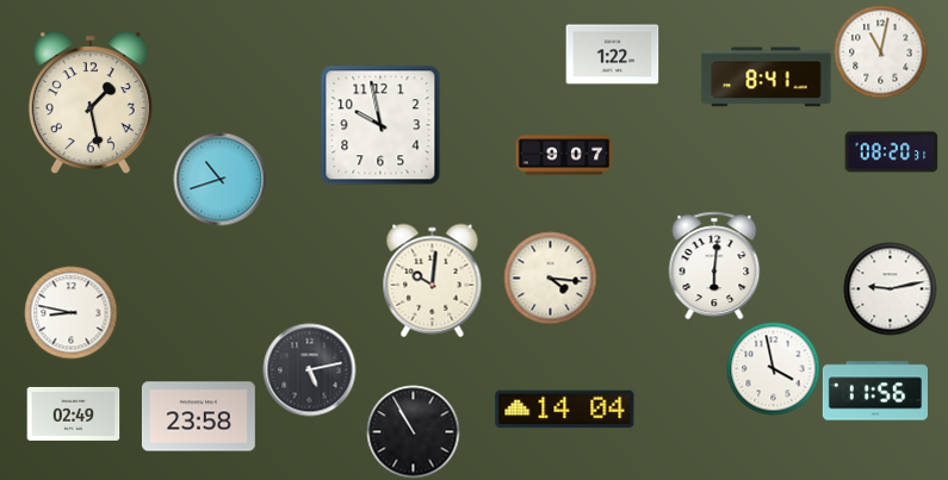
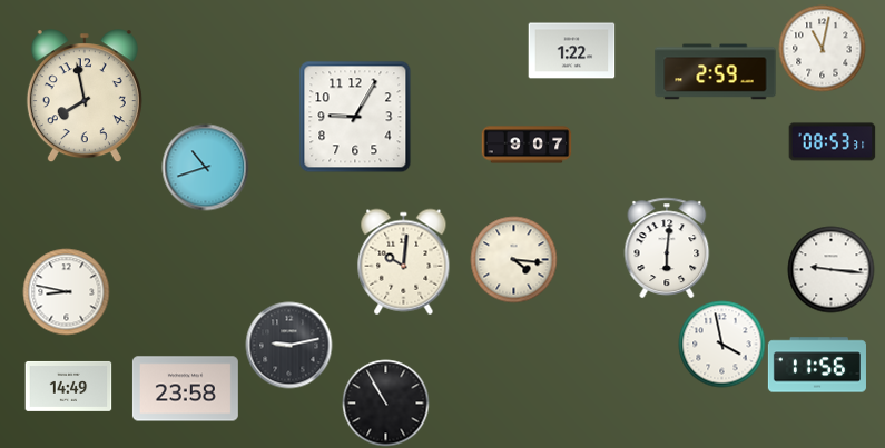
clock at (767, 77): 8:41 -> 2:59
clock at (91, 102): 1:28 -> 7:58
clock at (380, 125): 9:58 -> 9:05
clock at (891, 152): 08:20 -> 08:53
clock at (890, 288): 9:13 -> 9:16
clock at (309, 369): 5:13 -> 9:13
clock at (565, 410): 14:04 -> none
clock at (73, 413): 02:49 -> 14:49
